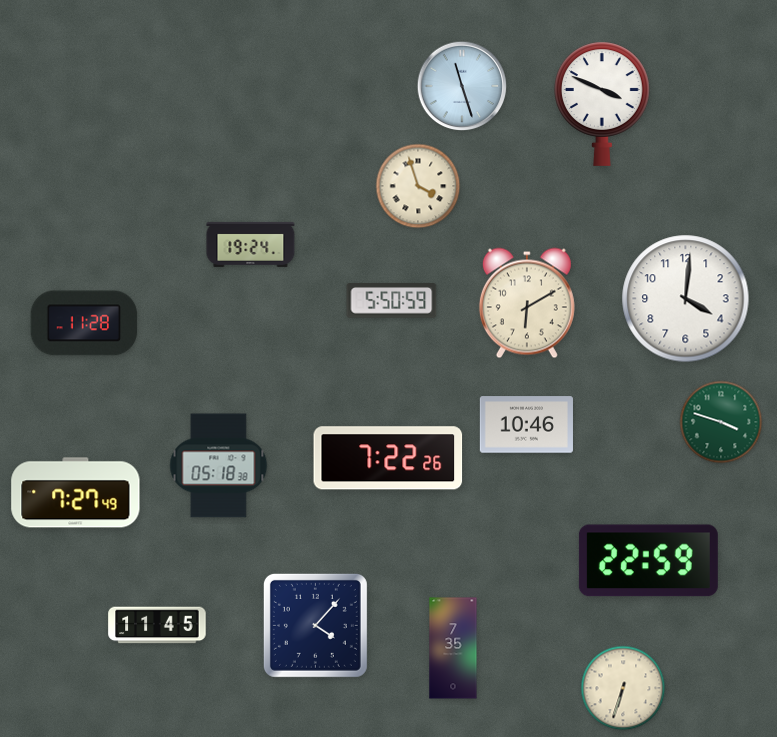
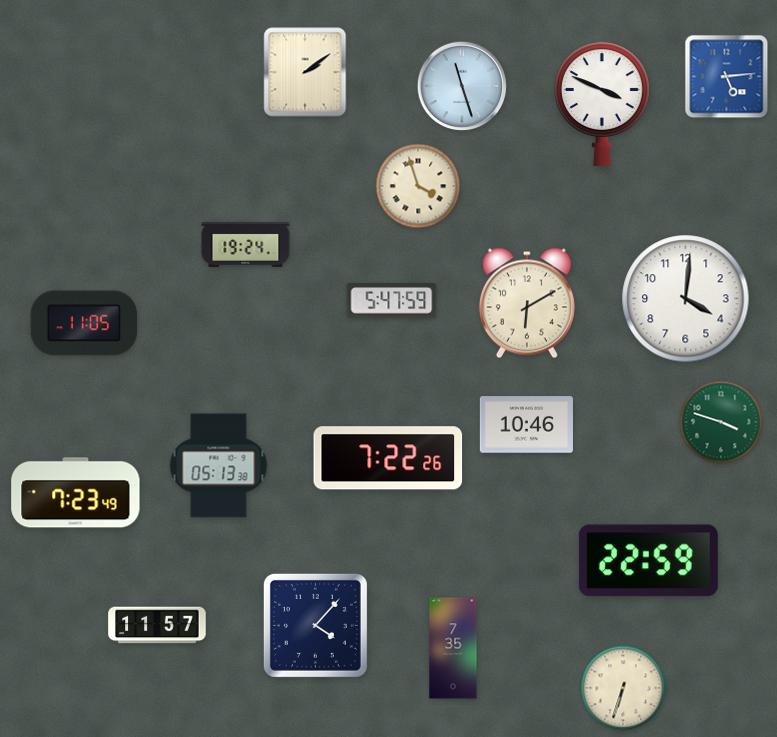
clock at (305, 72): none -> 2:09
clock at (727, 77): none -> 5:14
clock at (251, 244) position: (251, 244) -> (246, 244)
clock at (392, 301): 5:50 -> 5:47
clock at (84, 323): 11:28 -> 11:05
clock at (219, 466): 05:18 -> 05:13
clock at (76, 493): 7:27 -> 7:23
clock at (157, 625): 11:45 -> 11:57
